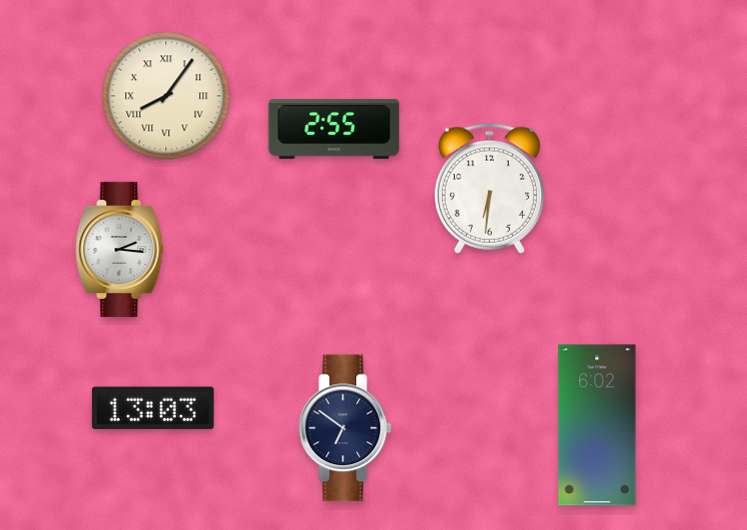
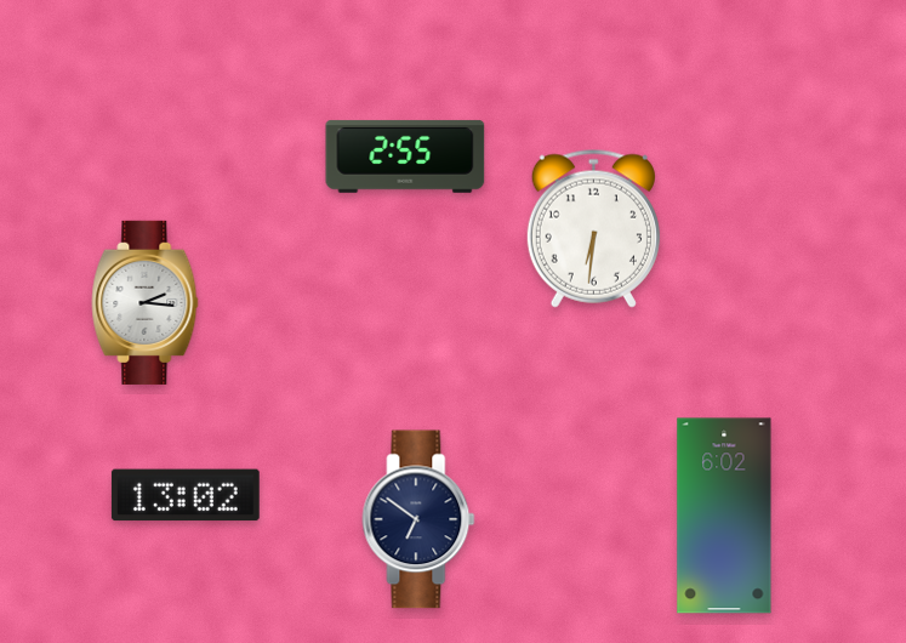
clock at (166, 96): 8:06 -> none
clock at (153, 408): 13:03 -> 13:02
